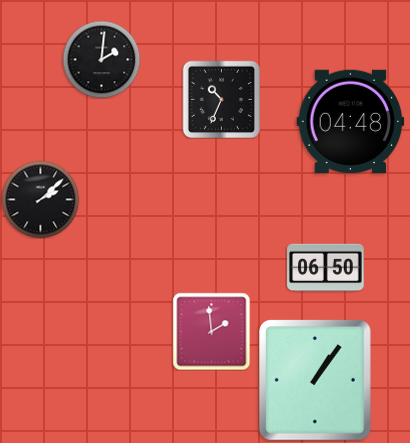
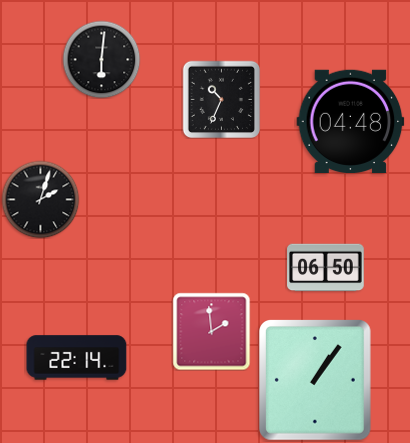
clock at (101, 59): 2:01 -> 6:01
clock at (40, 199): 2:08 -> 2:03
clock at (77, 358): none -> 22:14
